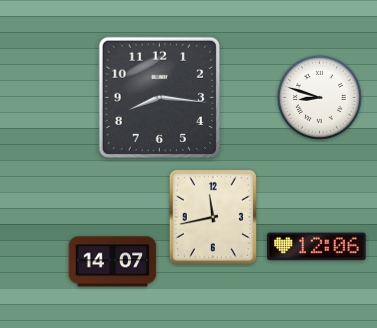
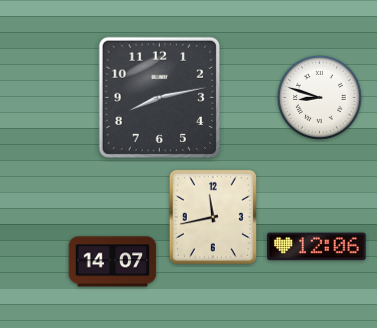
clock at (159, 97): 8:16 -> 8:13
